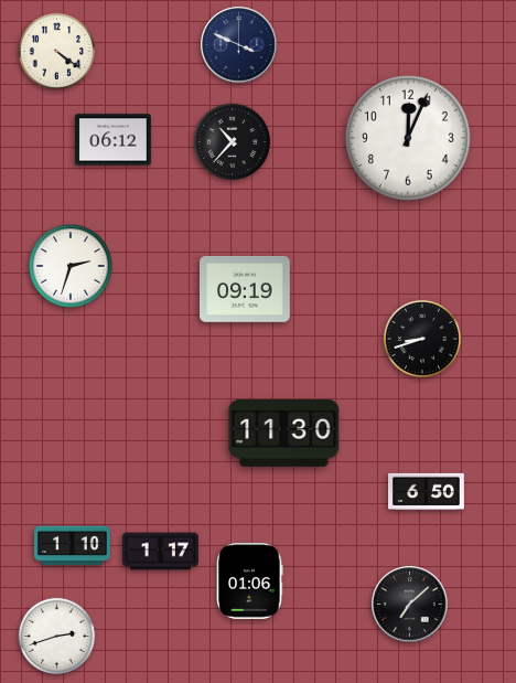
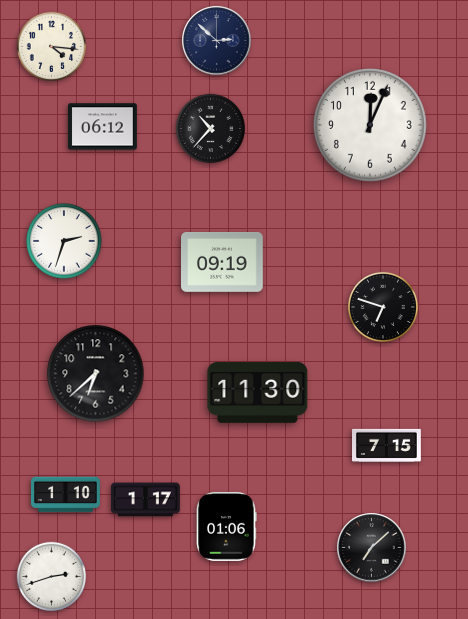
clock at (239, 45): 3:49 -> 2:52
clock at (56, 51): 4:21 -> 4:16
clock at (422, 339): 8:42 -> 6:48
clock at (96, 374): none -> 6:38
clock at (427, 491): 6:50 -> 7:15
